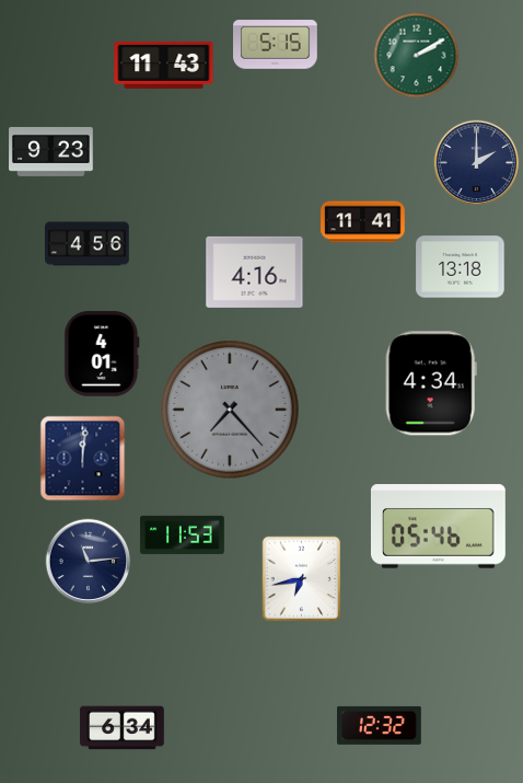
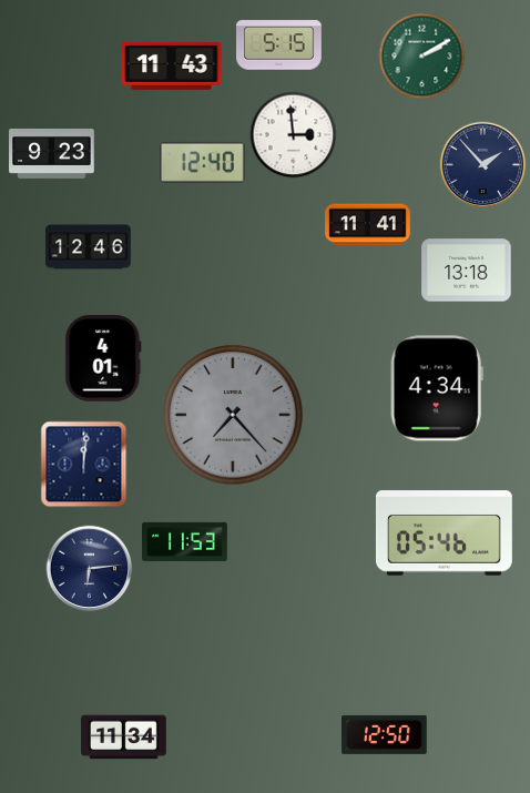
clock at (164, 65) position: (164, 65) -> (172, 65)
clock at (293, 134): none -> 2:59
clock at (203, 162): none -> 12:40
clock at (476, 162): 2:00 -> 1:53
clock at (88, 244): 4:56 -> 12:46
clock at (255, 272): 4:16 -> none
clock at (88, 561): 11:14 -> 6:14
clock at (302, 578): 6:43 -> none
clock at (380, 725): 12:32 -> 12:50
clock at (123, 728): 6:34 -> 11:34
